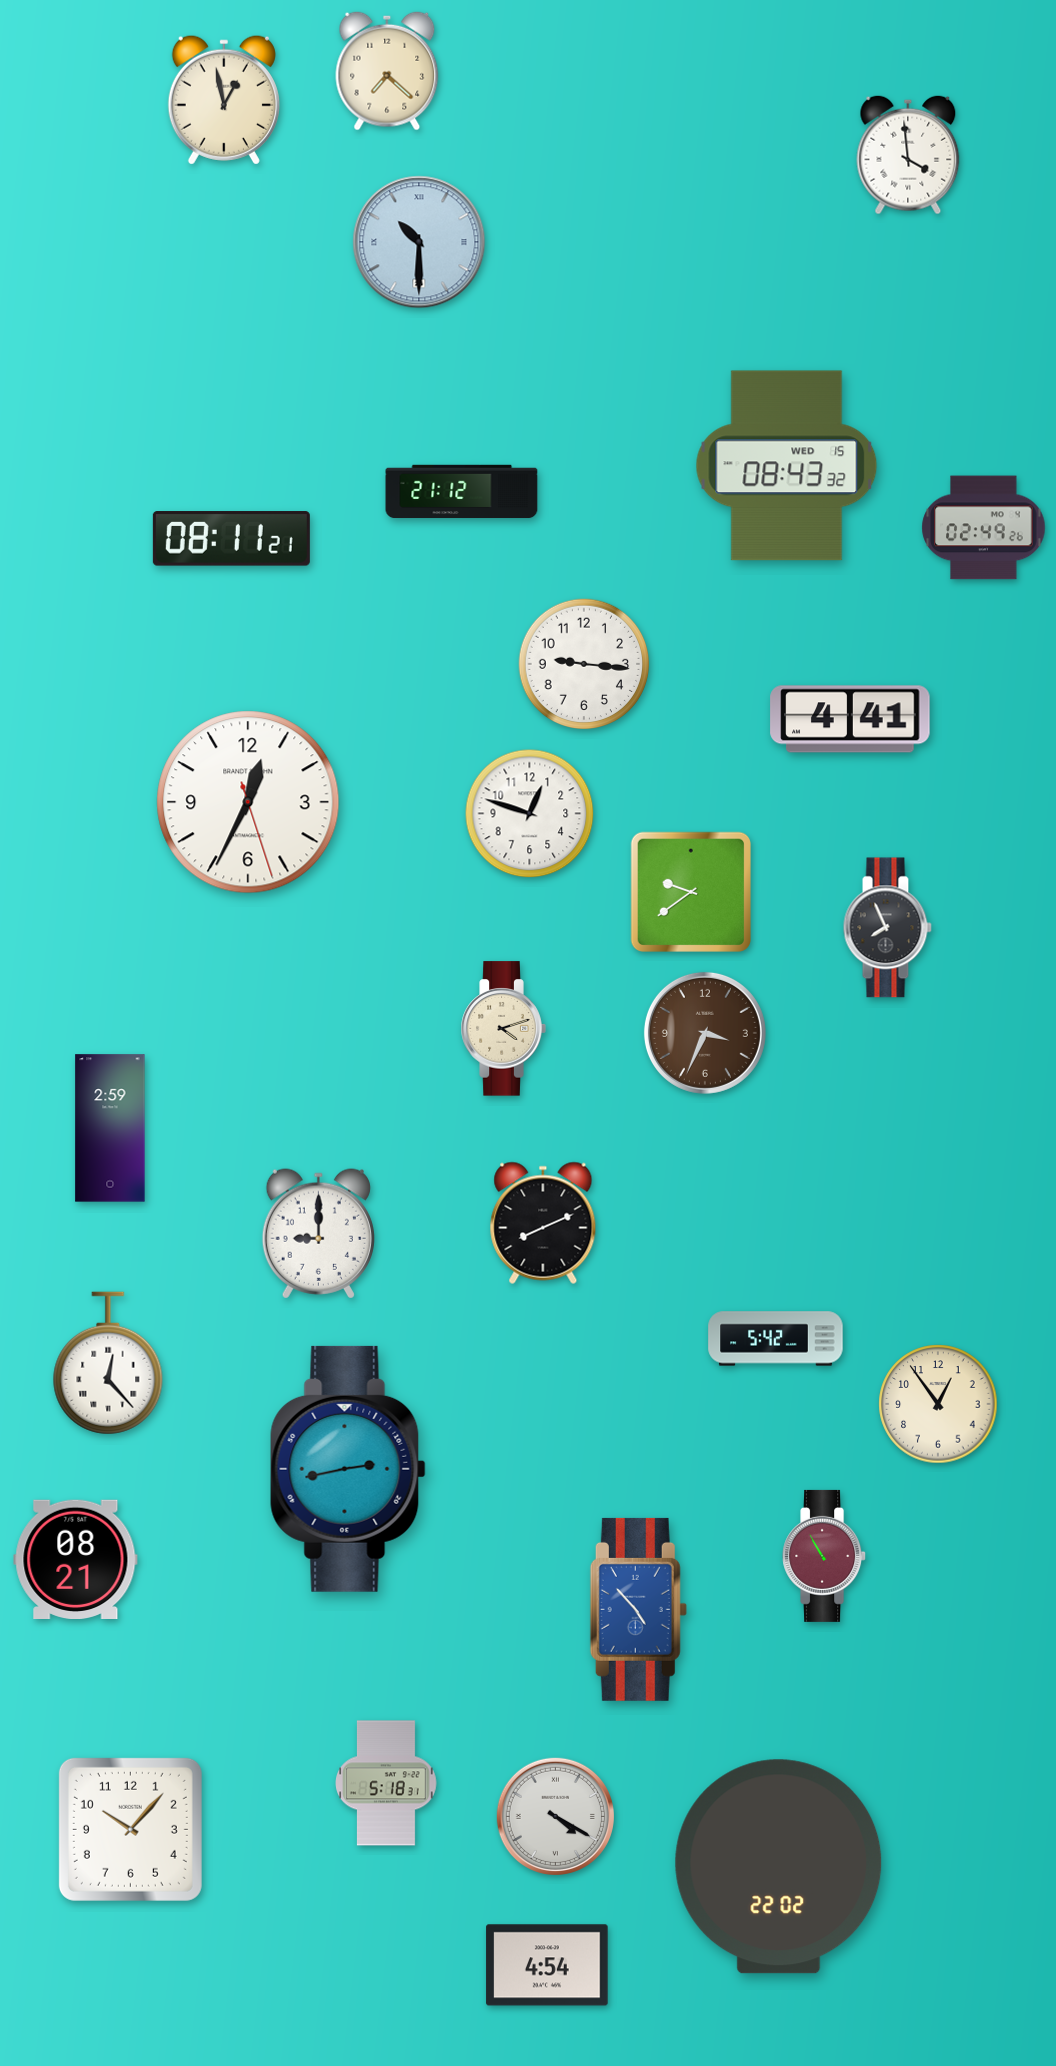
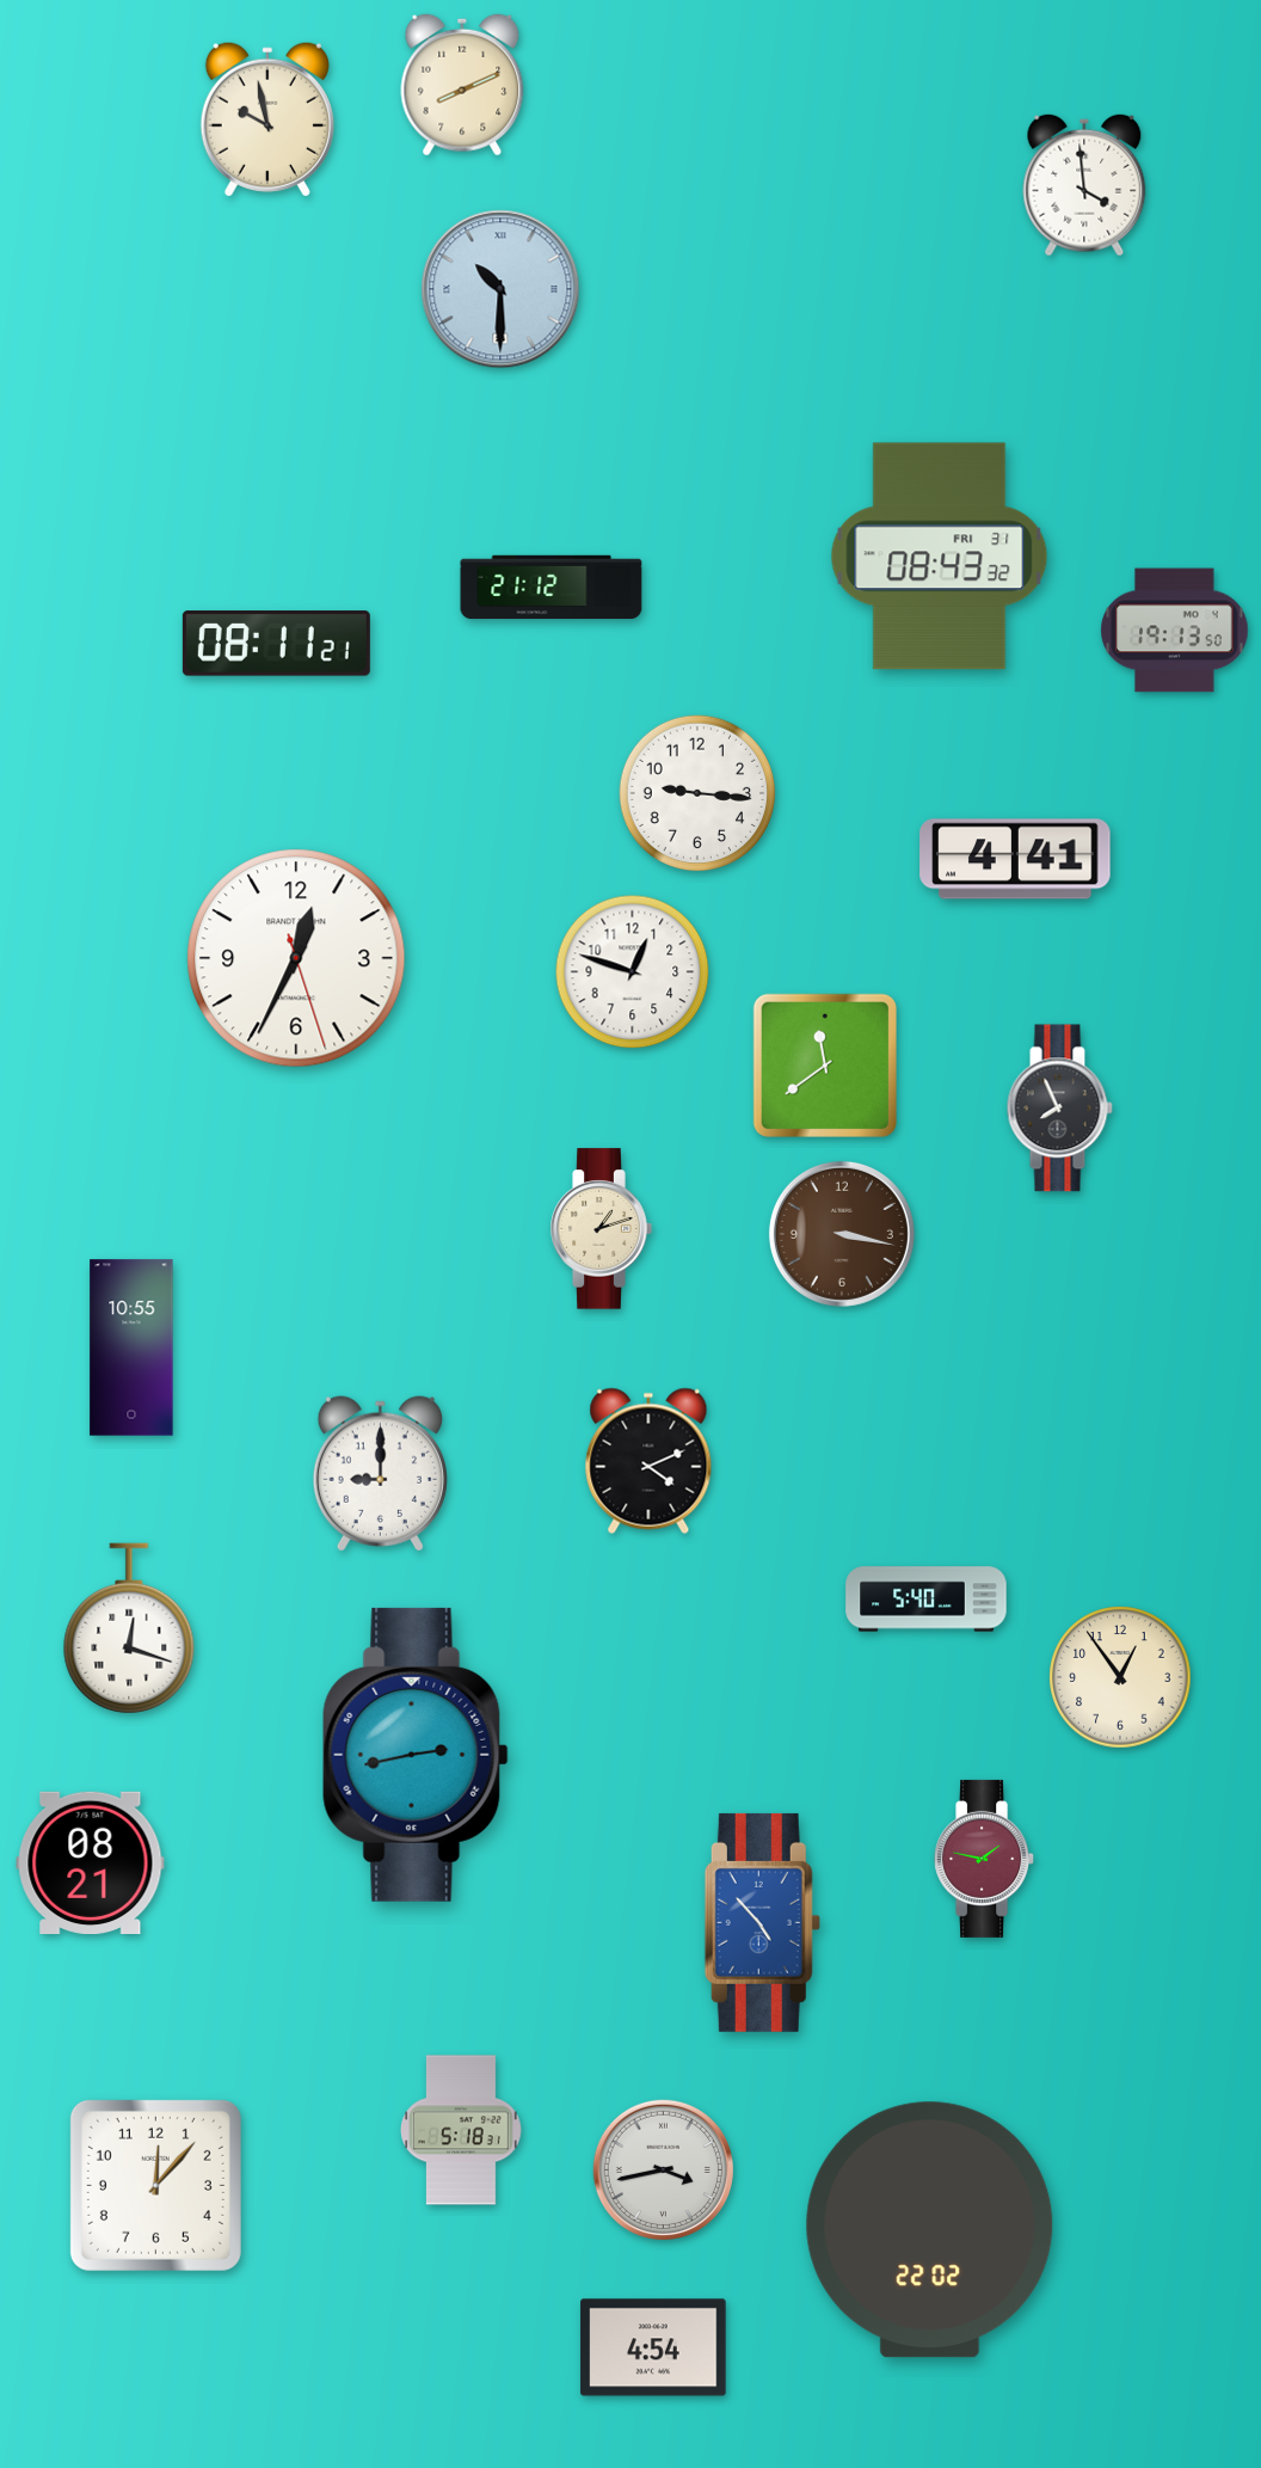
clock at (387, 71): 7:22 -> 8:11
clock at (224, 100): 12:58 -> 9:58
clock at (787, 466) date: WED 15 -> FRI 31
clock at (984, 528): 02:49 -> 19:13
clock at (691, 892): 9:39 -> 11:39
clock at (503, 1029): 4:12 -> 1:12
clock at (705, 1033): 3:34 -> 3:17
clock at (110, 1128): 2:59 -> 10:55
clock at (543, 1223): 8:11 -> 4:11
clock at (776, 1339): 5:42 -> 5:40
clock at (108, 1363): 12:23 -> 12:18
clock at (825, 1556): 10:55 -> 1:47
clock at (555, 1816): 4:20 -> 3:43
clock at (130, 1829): 10:07 -> 12:07
